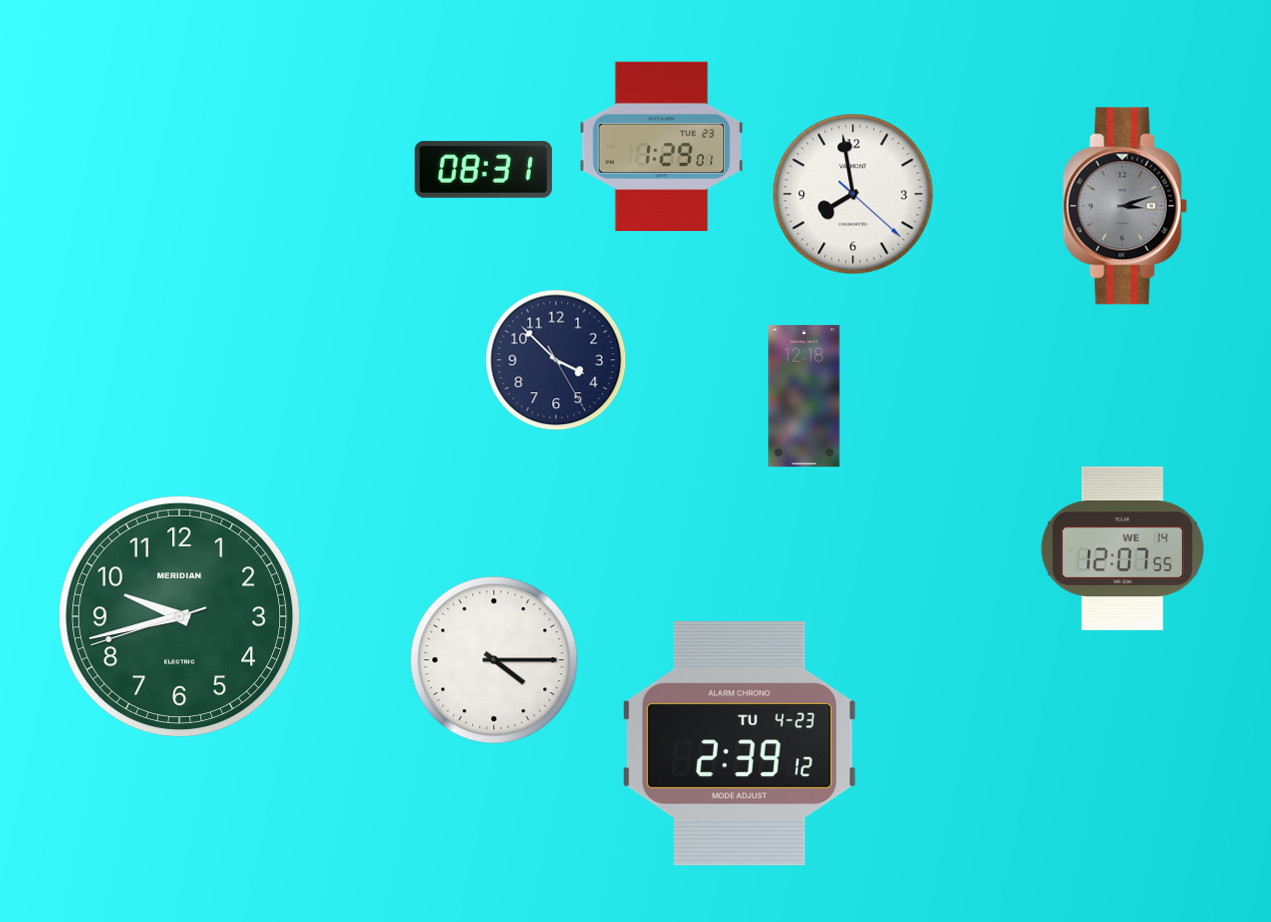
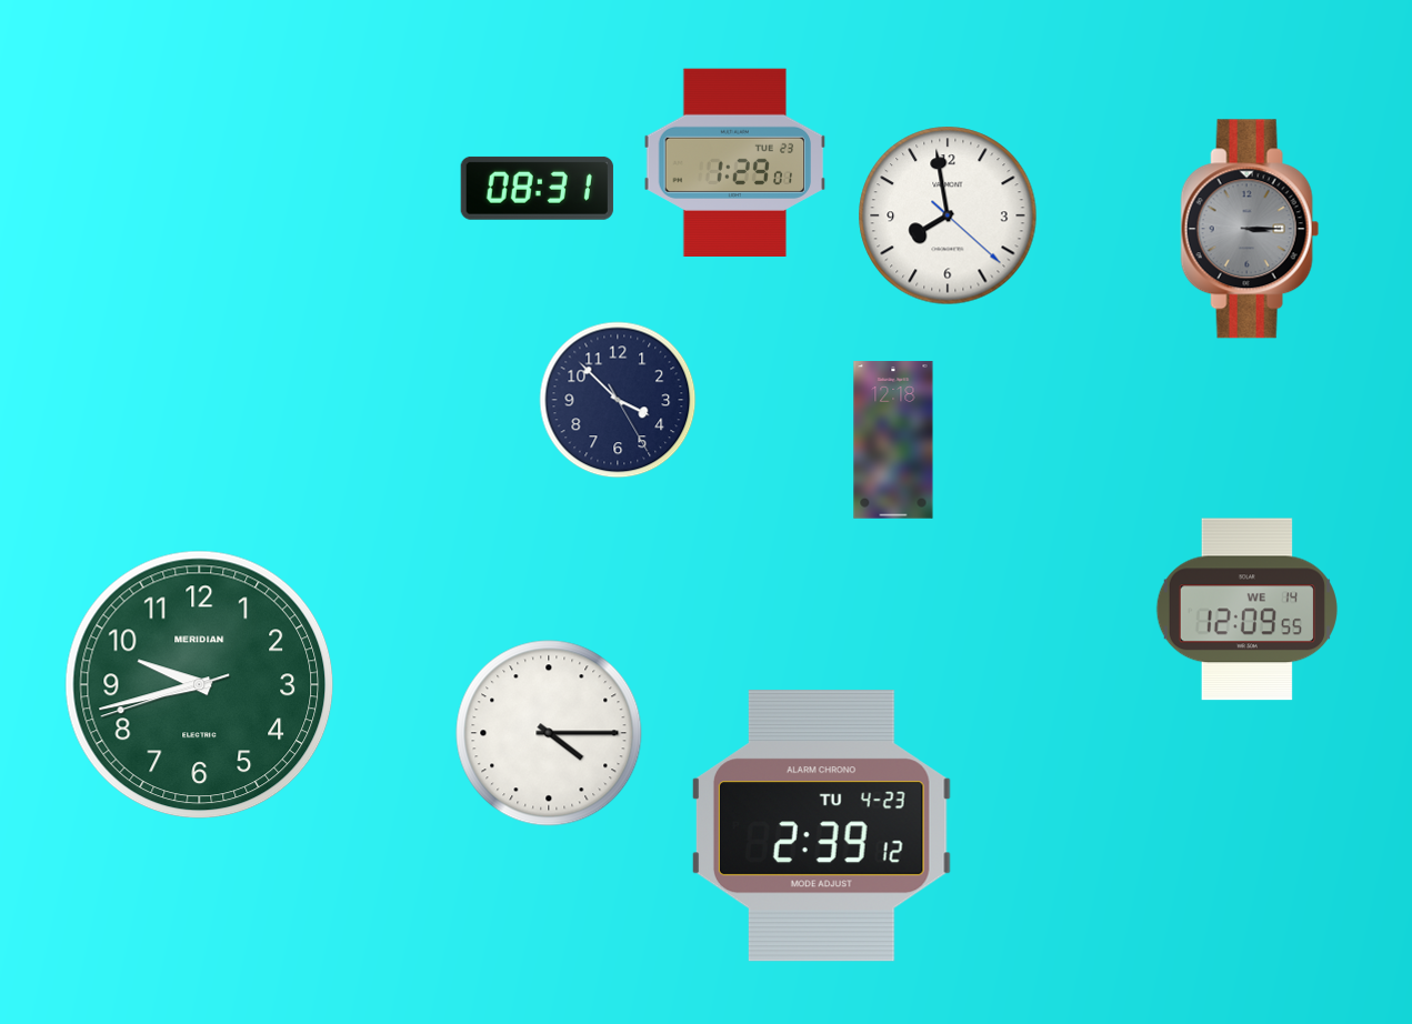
clock at (1125, 206): 3:12 -> 3:15
clock at (1122, 549): 12:07 -> 12:09
